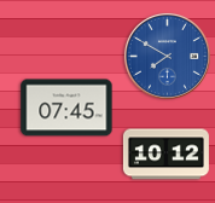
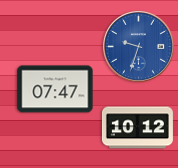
clock at (167, 56): 7:50 -> 9:33
clock at (66, 108): 07:45 -> 07:47
